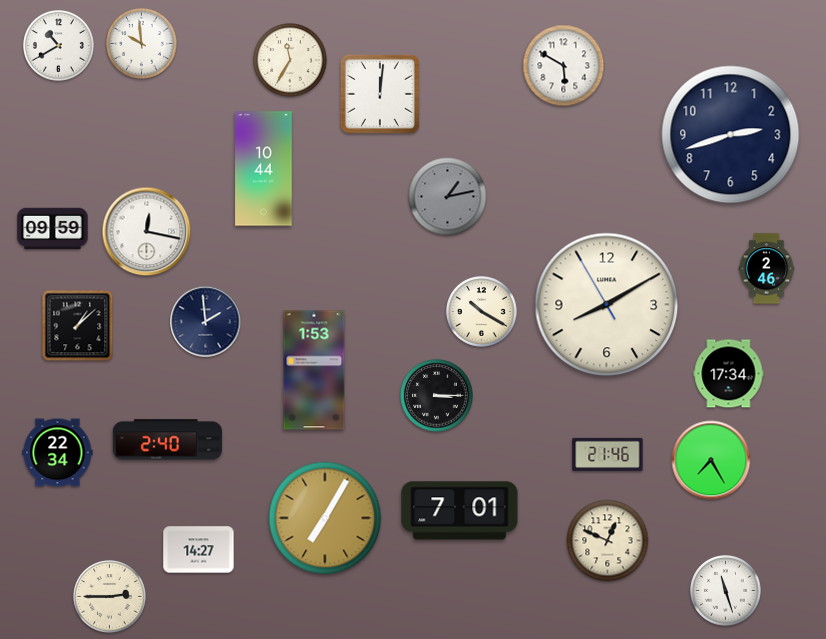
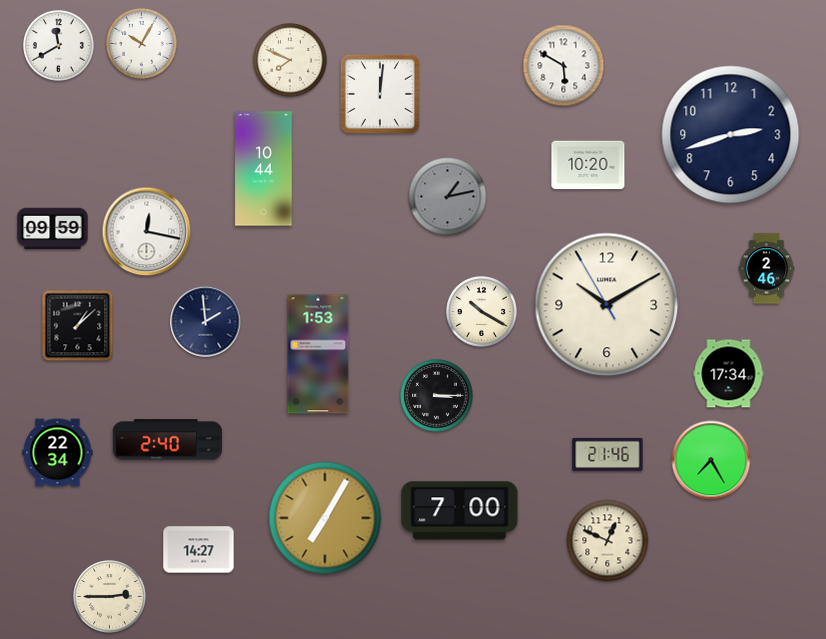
clock at (142, 44): 9:59 -> 10:05
clock at (59, 46): 10:40 -> 11:40
clock at (290, 60): 11:35 -> 7:49
clock at (588, 165): none -> 10:20
clock at (607, 305): 8:09 -> 10:09
clock at (314, 370) position: (314, 370) -> (318, 354)
clock at (460, 511): 7:01 -> 7:00
clock at (726, 591): 11:27 -> none
